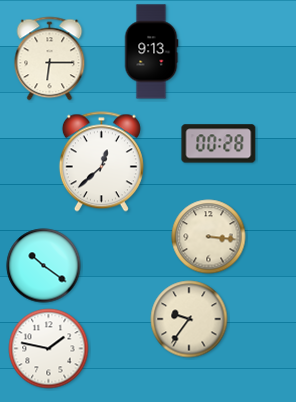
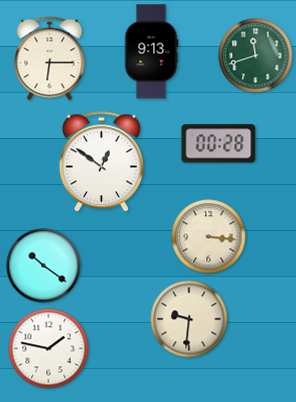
clock at (256, 56): none -> 11:42
clock at (101, 162): 12:38 -> 12:51
clock at (189, 319): 9:36 -> 9:31
